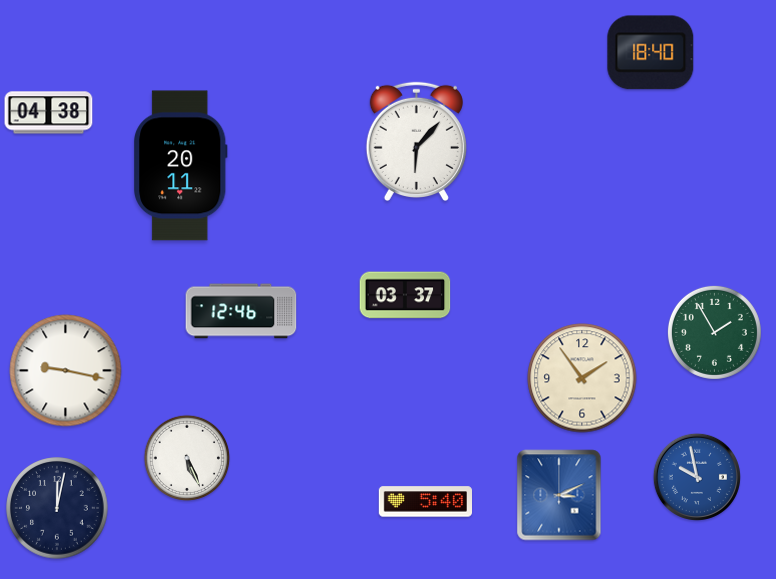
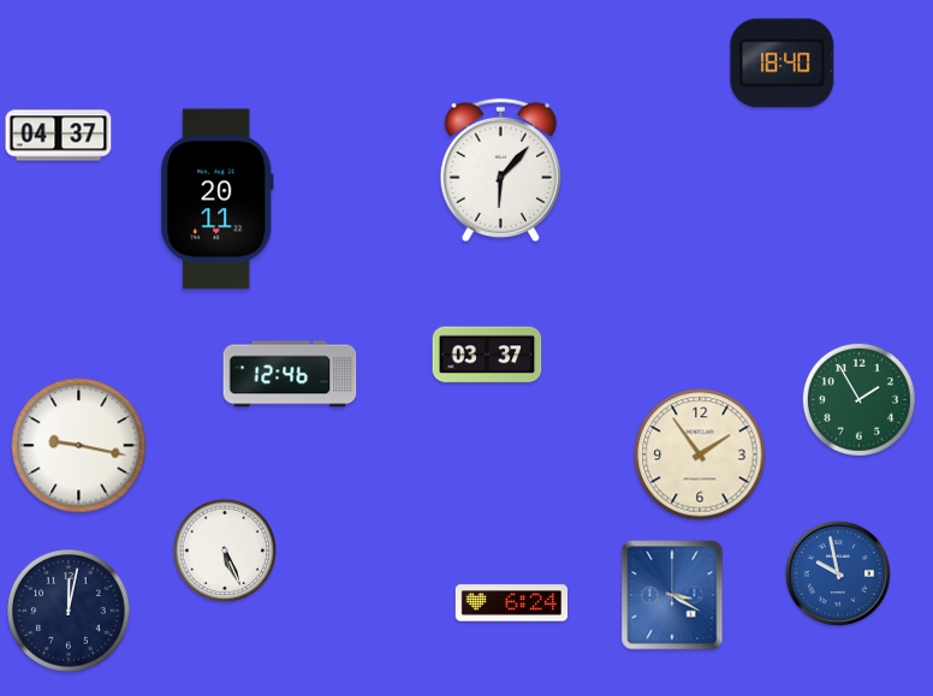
clock at (49, 113): 04:38 -> 04:37
clock at (559, 495): 3:11 -> 3:20
clock at (425, 502): 5:40 -> 6:24
